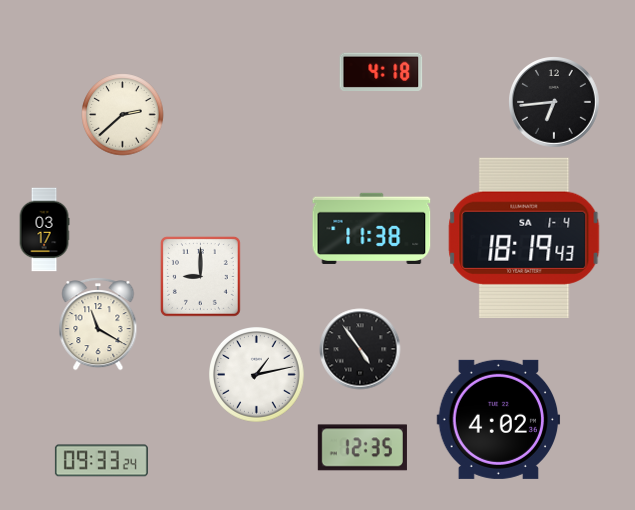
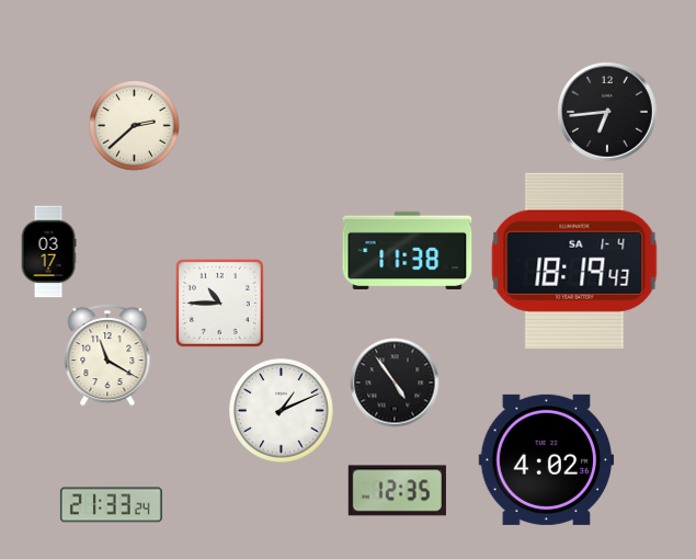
clock at (381, 71): 4:18 -> none
clock at (200, 276): 9:00 -> 10:45
clock at (257, 375): 1:13 -> 1:11
clock at (101, 461): 09:33 -> 21:33
